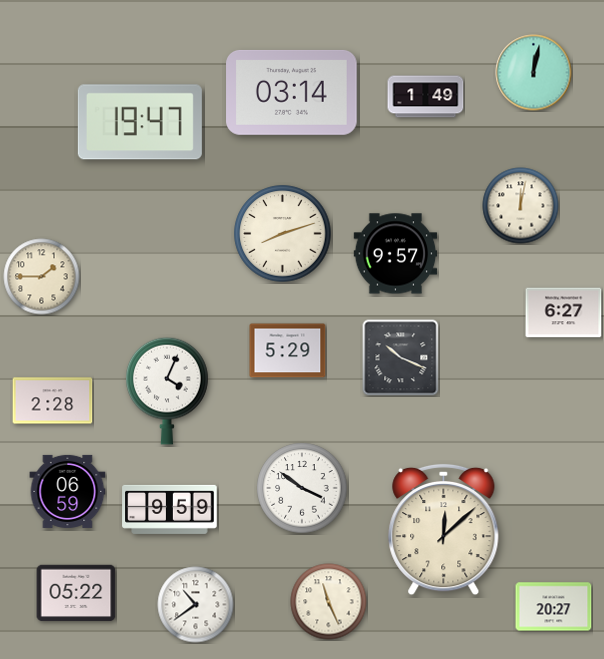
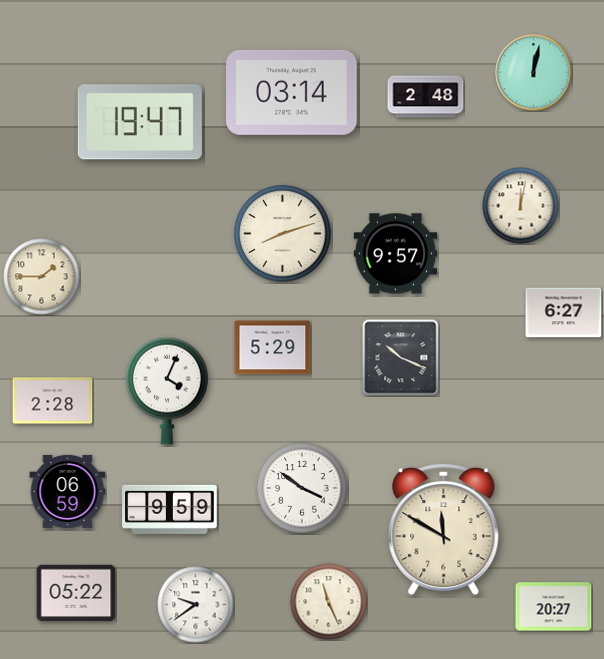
clock at (426, 97): 1:49 -> 2:48
clock at (288, 351) position: (288, 351) -> (273, 348)
clock at (444, 530): 12:08 -> 11:50
clock at (196, 605): 10:39 -> 9:39
